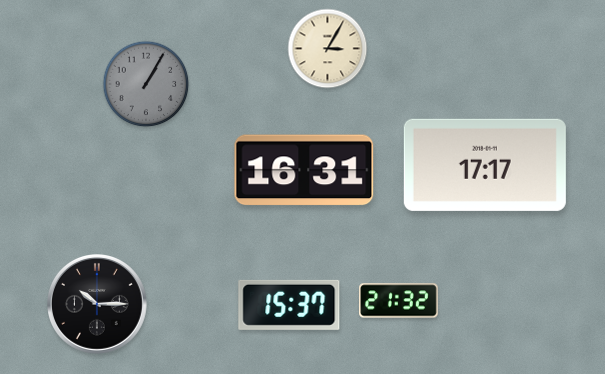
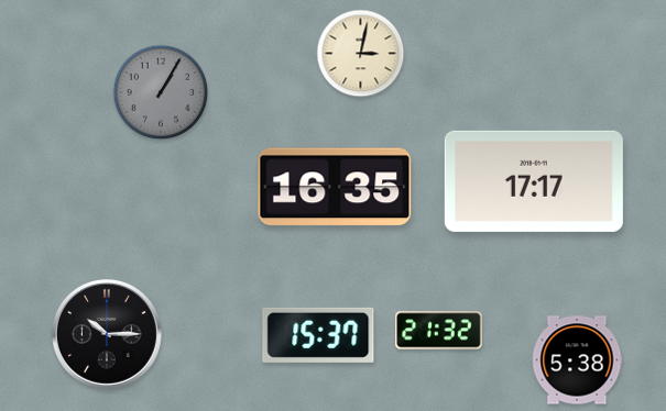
clock at (328, 49): 3:05 -> 3:02
clock at (304, 170): 16:31 -> 16:35
clock at (577, 360): none -> 5:38
